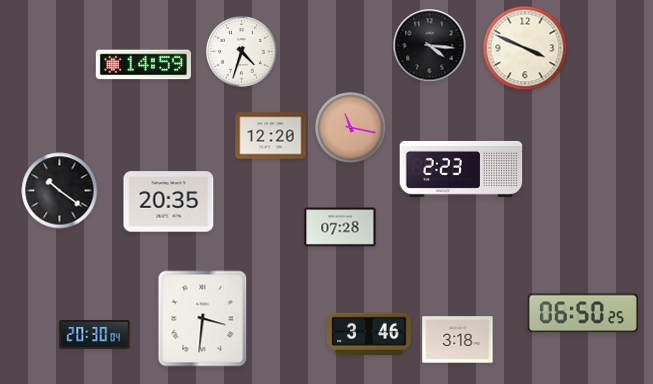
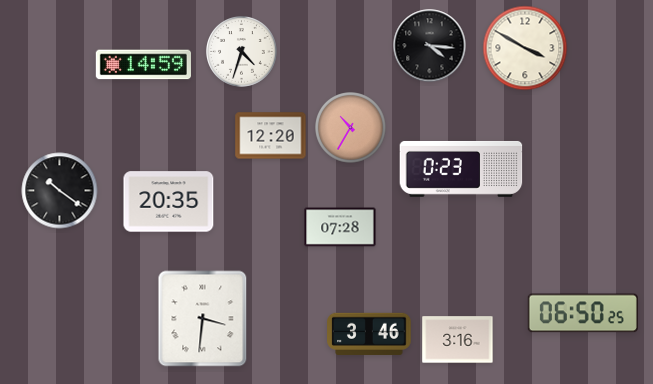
clock at (525, 48): 3:49 -> 3:50
clock at (351, 128): 11:17 -> 10:35
clock at (461, 169): 2:23 -> 0:23
clock at (95, 335): 20:30 -> none
clock at (458, 340): 3:18 -> 3:16
